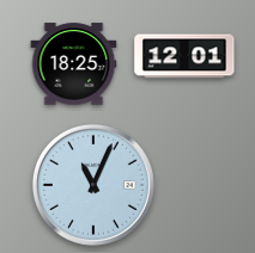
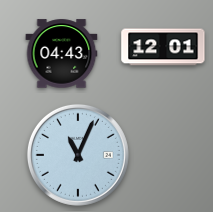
clock at (184, 56) position: (184, 56) -> (163, 47)
clock at (74, 64): 18:25 -> 04:43
